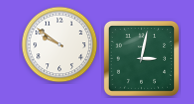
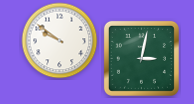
clock at (60, 45) position: (60, 45) -> (60, 41)
